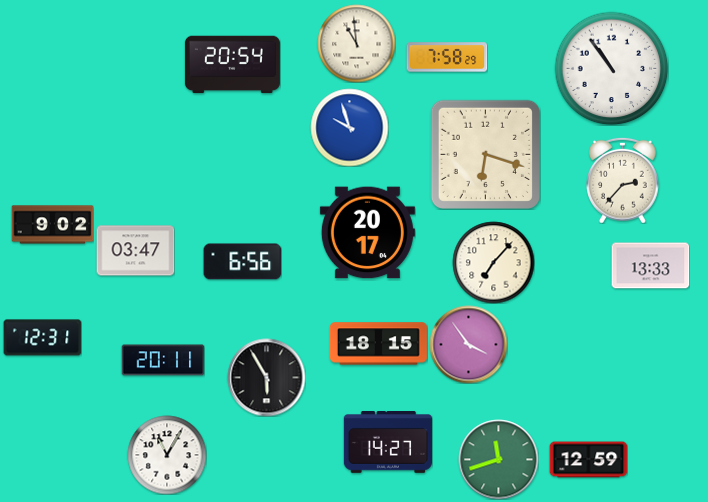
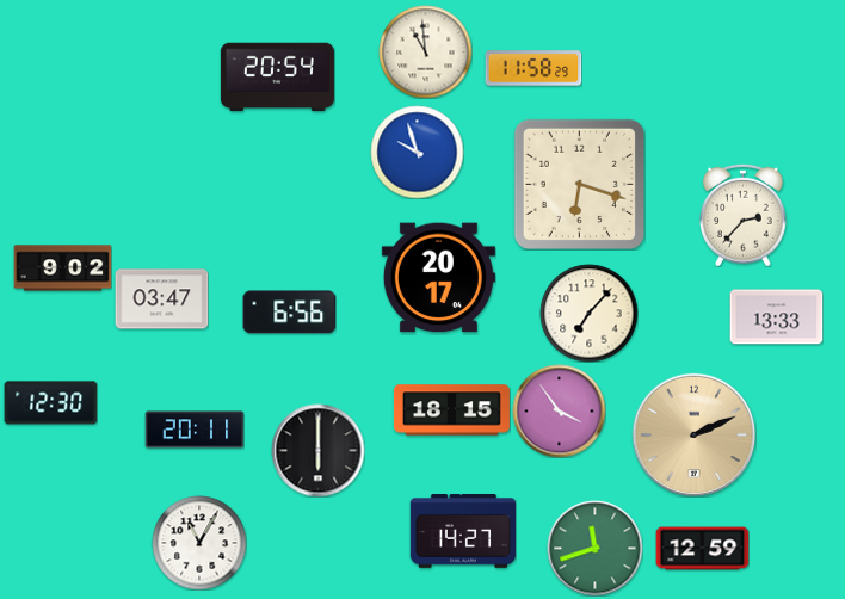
clock at (447, 57): 7:58 -> 11:58
clock at (611, 68): 10:54 -> none
clock at (42, 338): 12:31 -> 12:30
clock at (693, 434): none -> 2:11
clock at (266, 377): 5:55 -> 6:00
clock at (387, 443) position: (387, 443) -> (462, 532)
